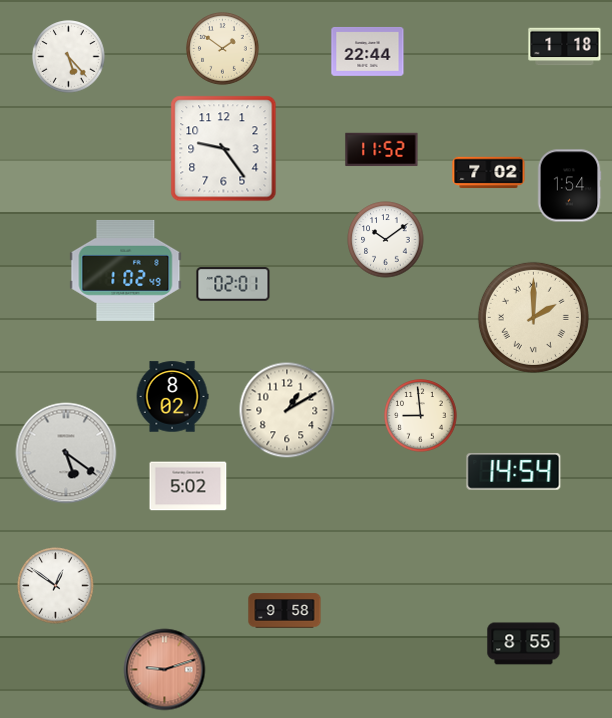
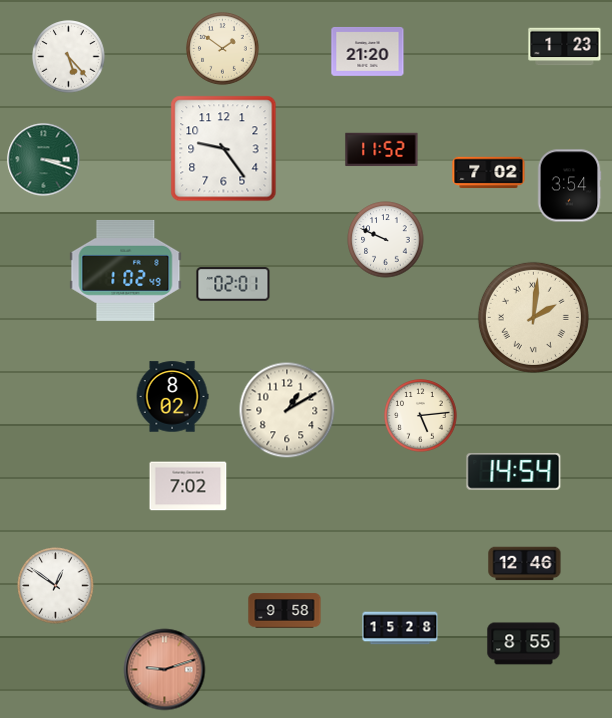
clock at (565, 47): 1:18 -> 1:23
clock at (368, 52): 22:44 -> 21:20
clock at (44, 160): none -> 3:18
clock at (569, 186): 1:54 -> 3:54
clock at (386, 240): 10:09 -> 9:49
clock at (533, 317): 2:00 -> 2:01
clock at (421, 416): 8:59 -> 5:14
clock at (66, 453): 5:21 -> none
clock at (188, 486): 5:02 -> 7:02
clock at (525, 564): none -> 12:46
clock at (400, 628): none -> 15:28
